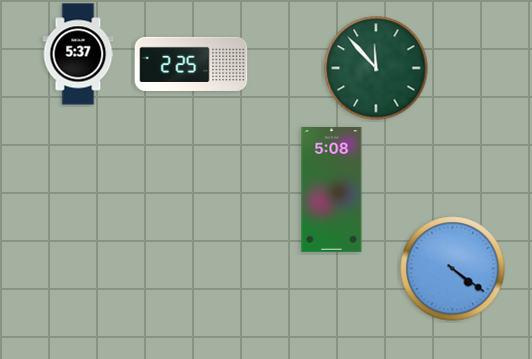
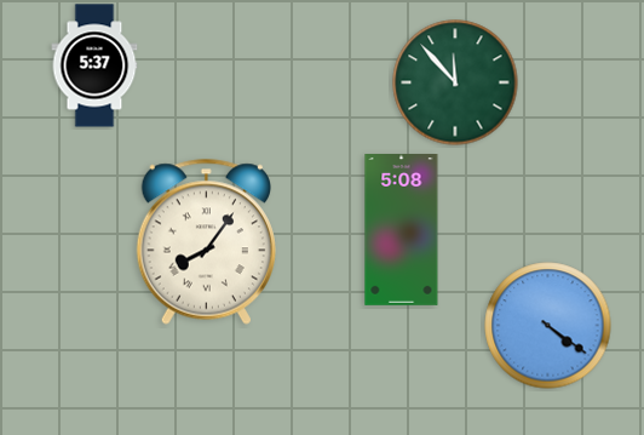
clock at (191, 64): 2:25 -> none
clock at (206, 241): none -> 8:06
